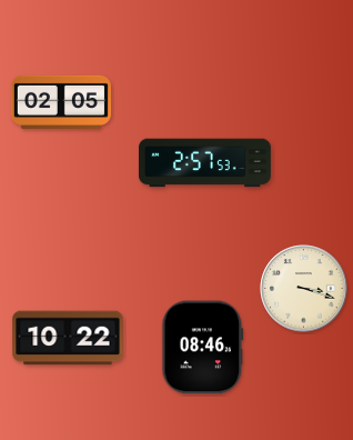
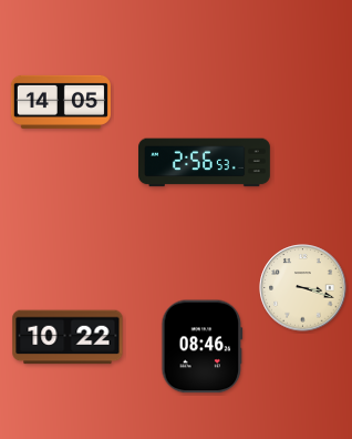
clock at (61, 102): 02:05 -> 14:05
clock at (205, 163): 2:57 -> 2:56
